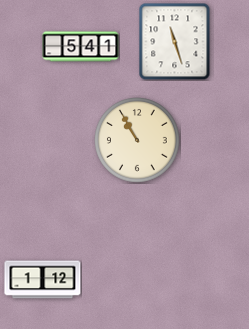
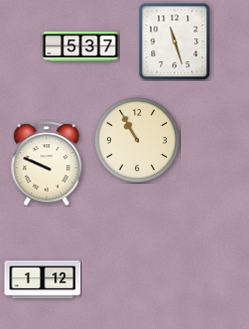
clock at (81, 47): 5:41 -> 5:37
clock at (47, 164): none -> 9:49
